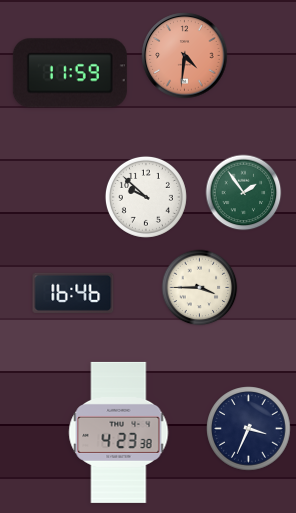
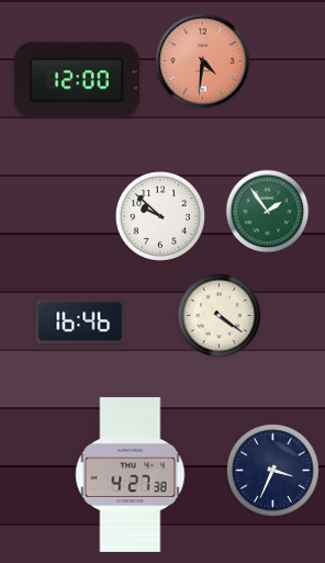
clock at (70, 73): 11:59 -> 12:00
clock at (200, 288): 3:45 -> 4:21
clock at (119, 432): 4:23 -> 4:27
